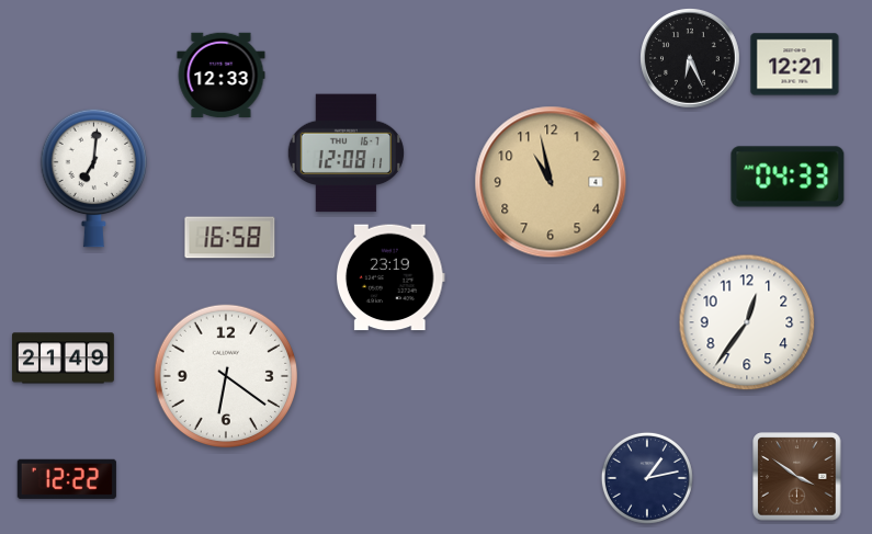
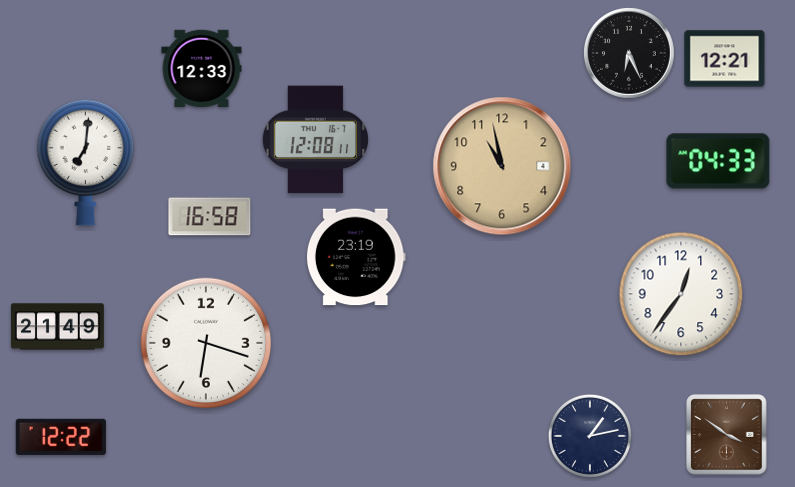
clock at (390, 277) position: (390, 277) -> (356, 257)
clock at (225, 375): 6:21 -> 6:18
